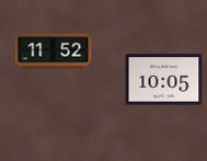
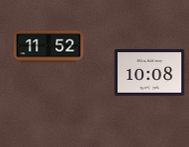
clock at (164, 80): 10:05 -> 10:08
